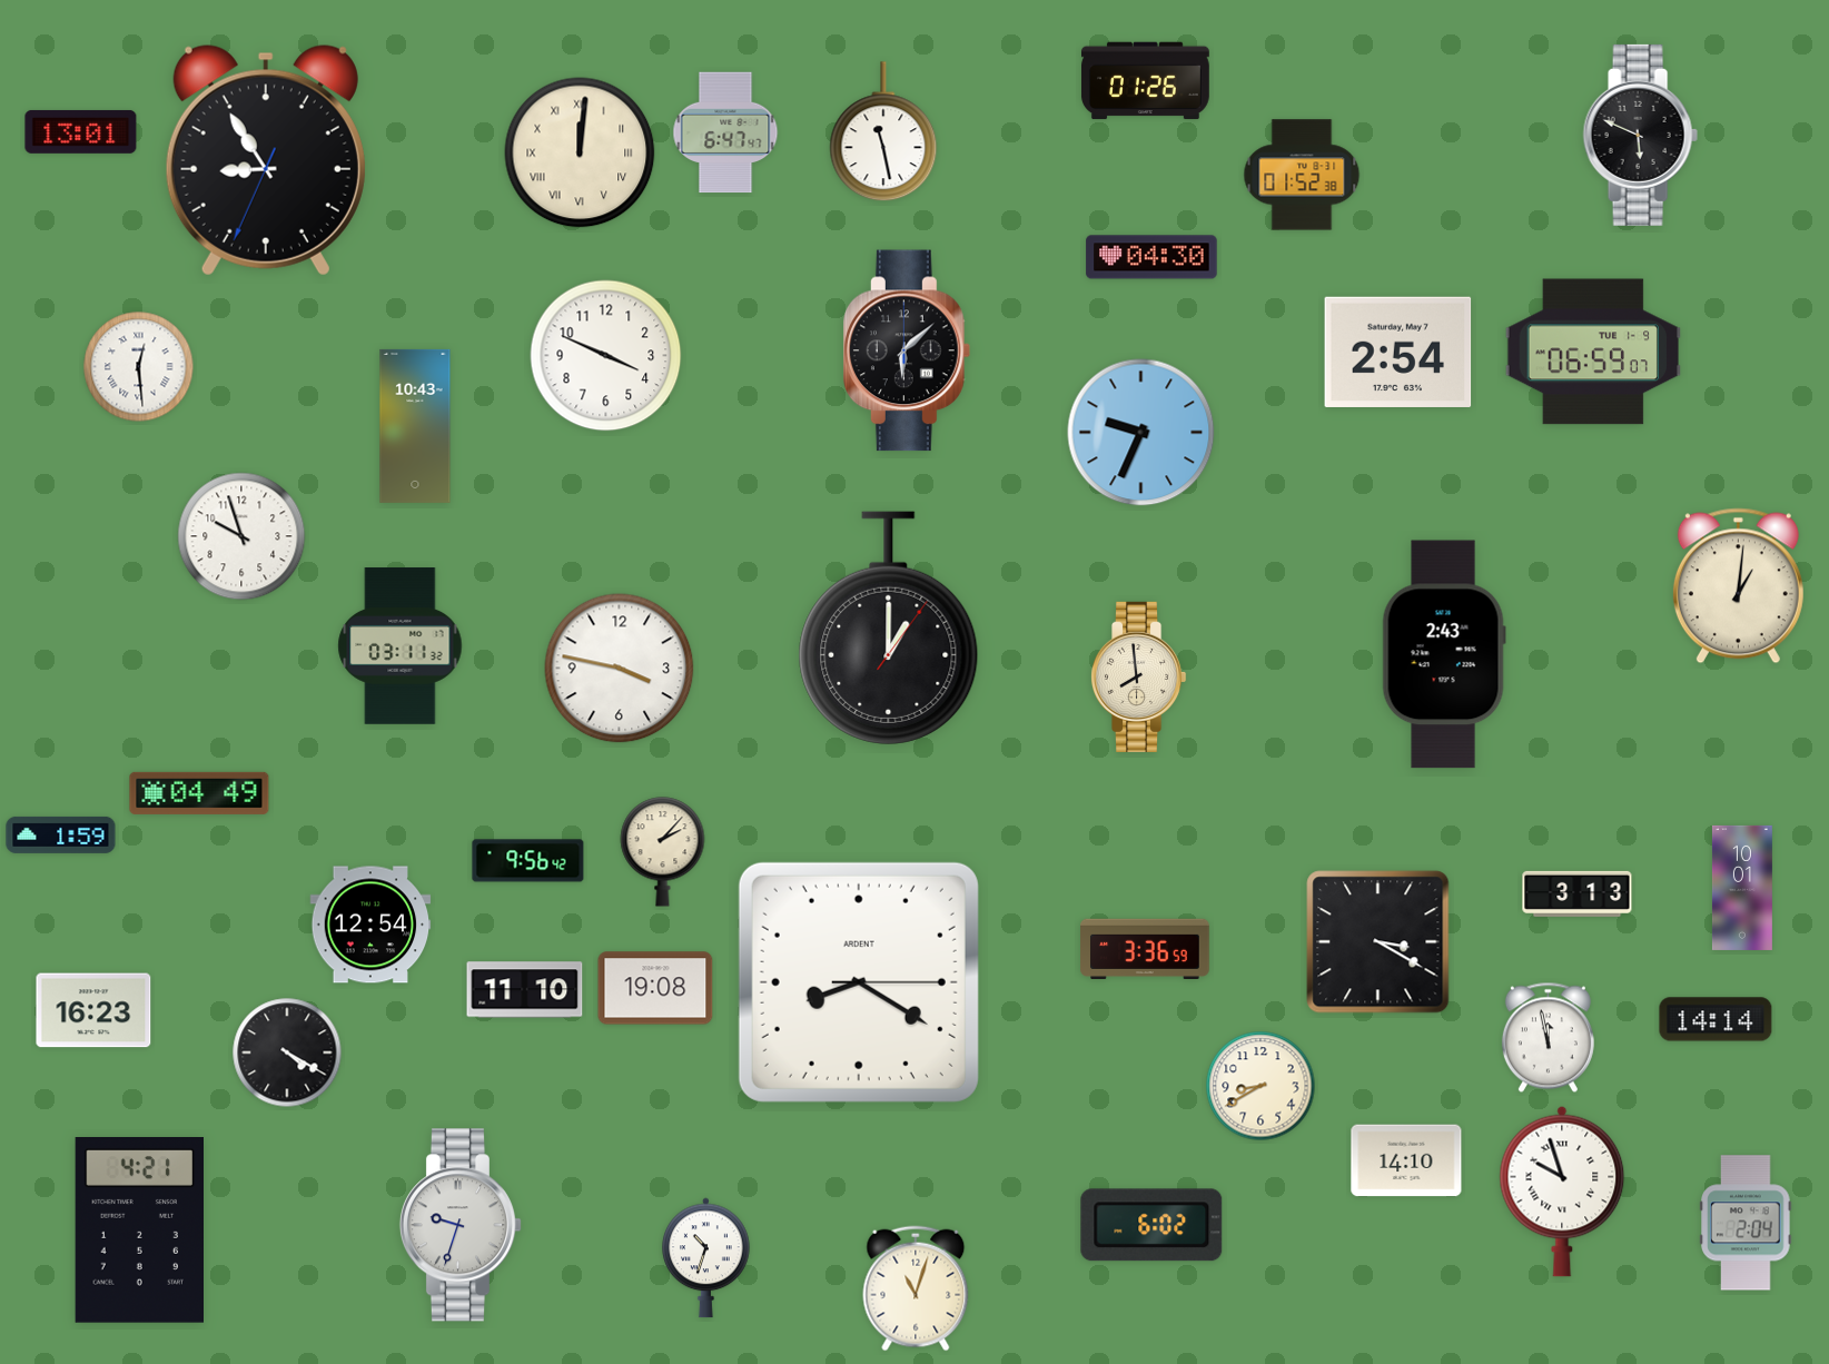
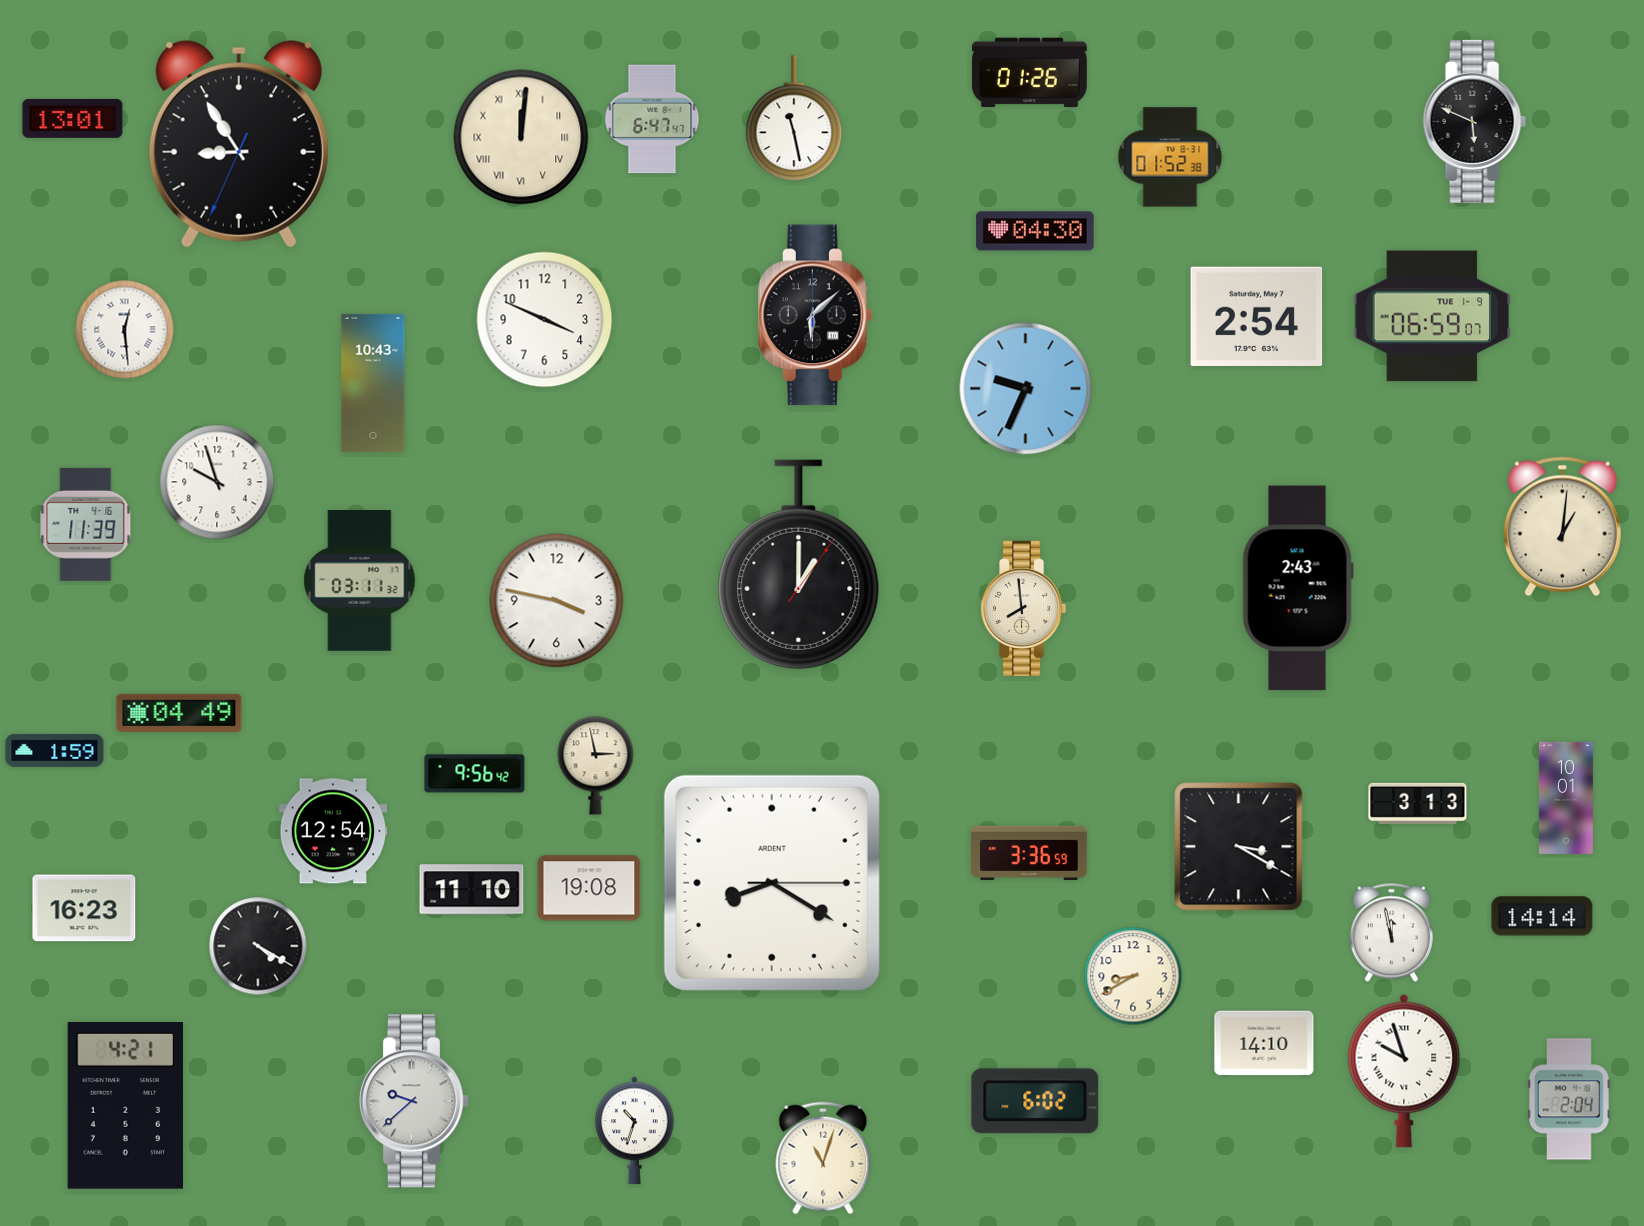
clock at (86, 524): none -> 11:39
clock at (663, 852): 2:07 -> 2:58
clock at (459, 1225): 9:33 -> 9:38
